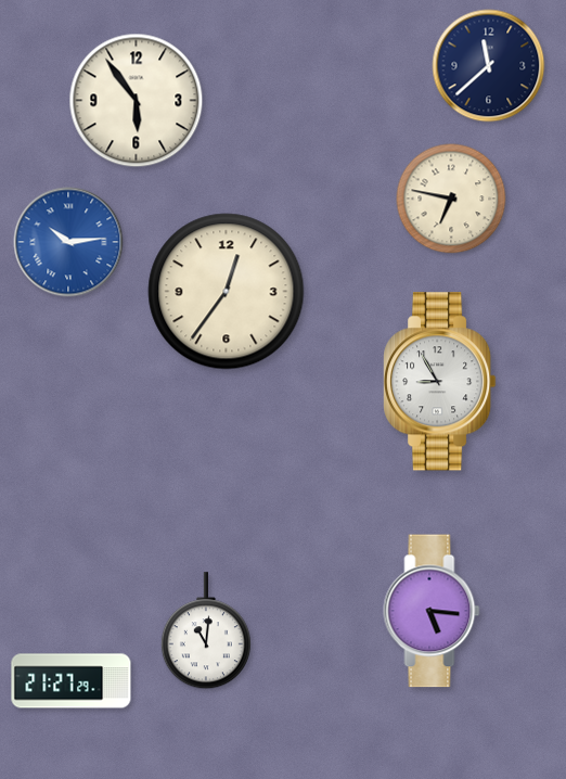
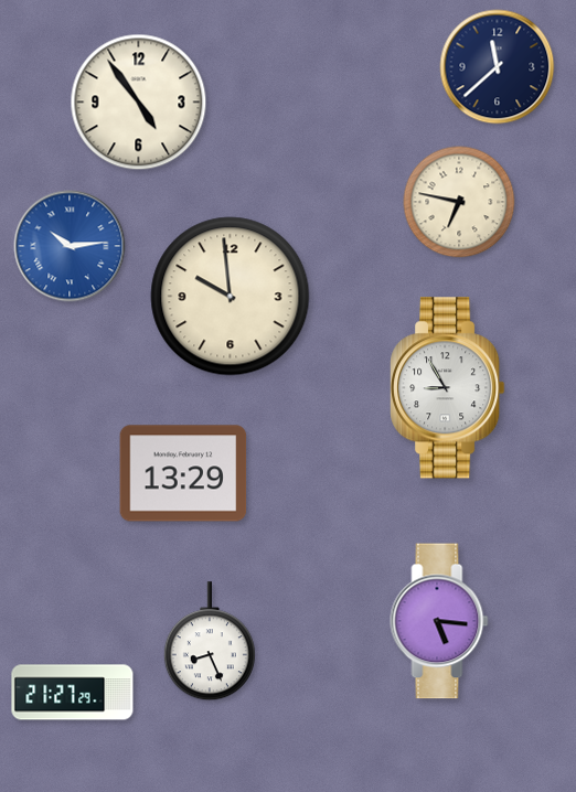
clock at (137, 101): 5:54 -> 4:54
clock at (227, 292): 12:36 -> 9:59
clock at (183, 473): none -> 13:29
clock at (206, 631): 11:01 -> 8:26
